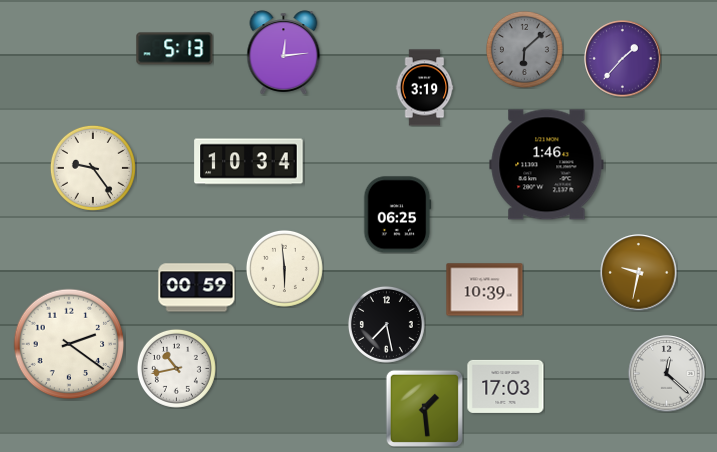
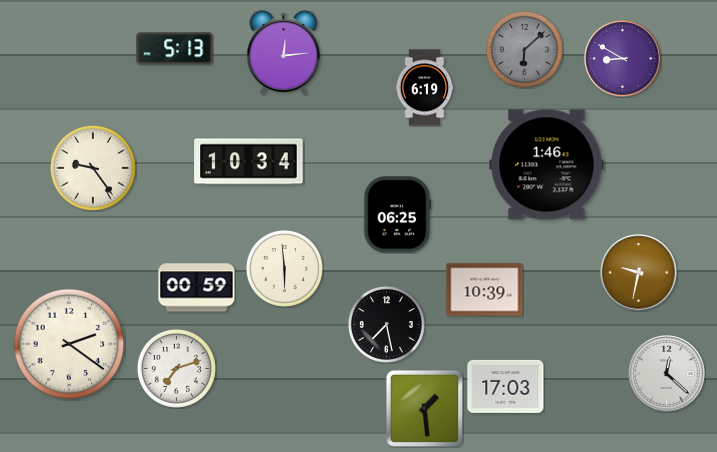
clock at (623, 59): 1:37 -> 8:50
clock at (425, 88): 3:19 -> 6:19
clock at (176, 368): 10:43 -> 7:12
